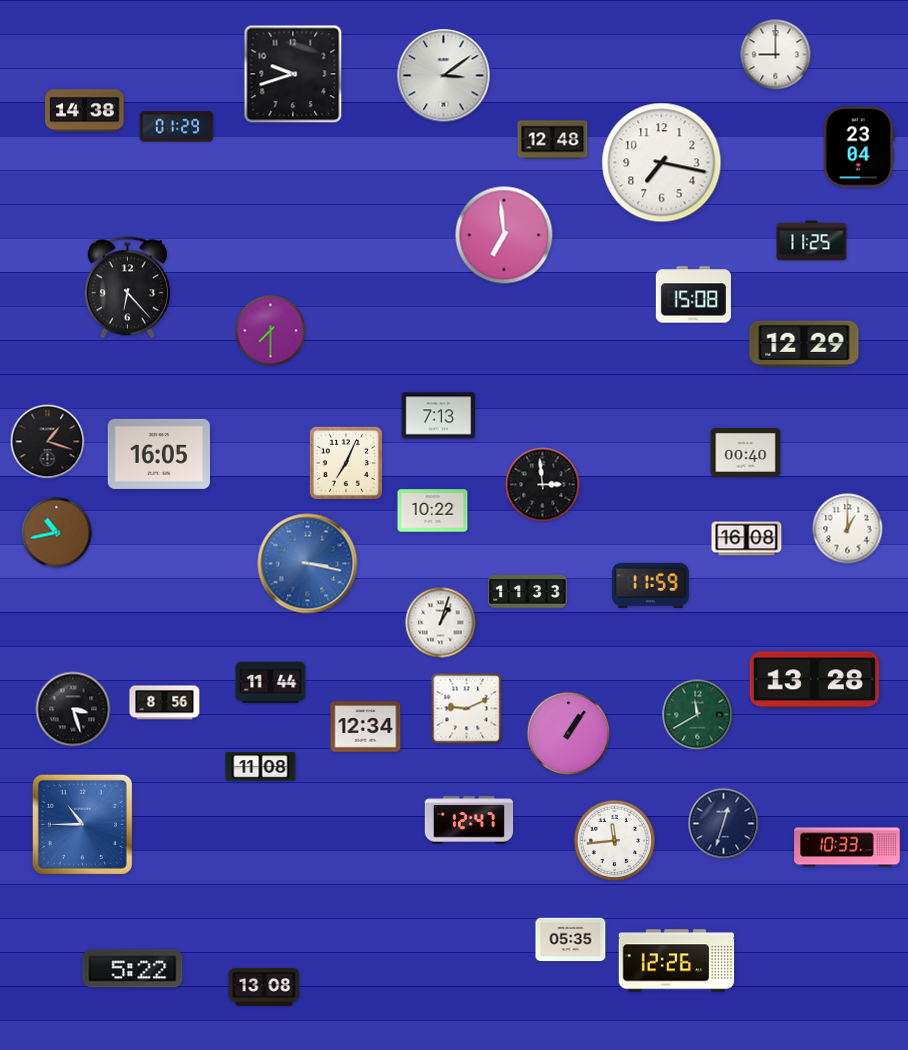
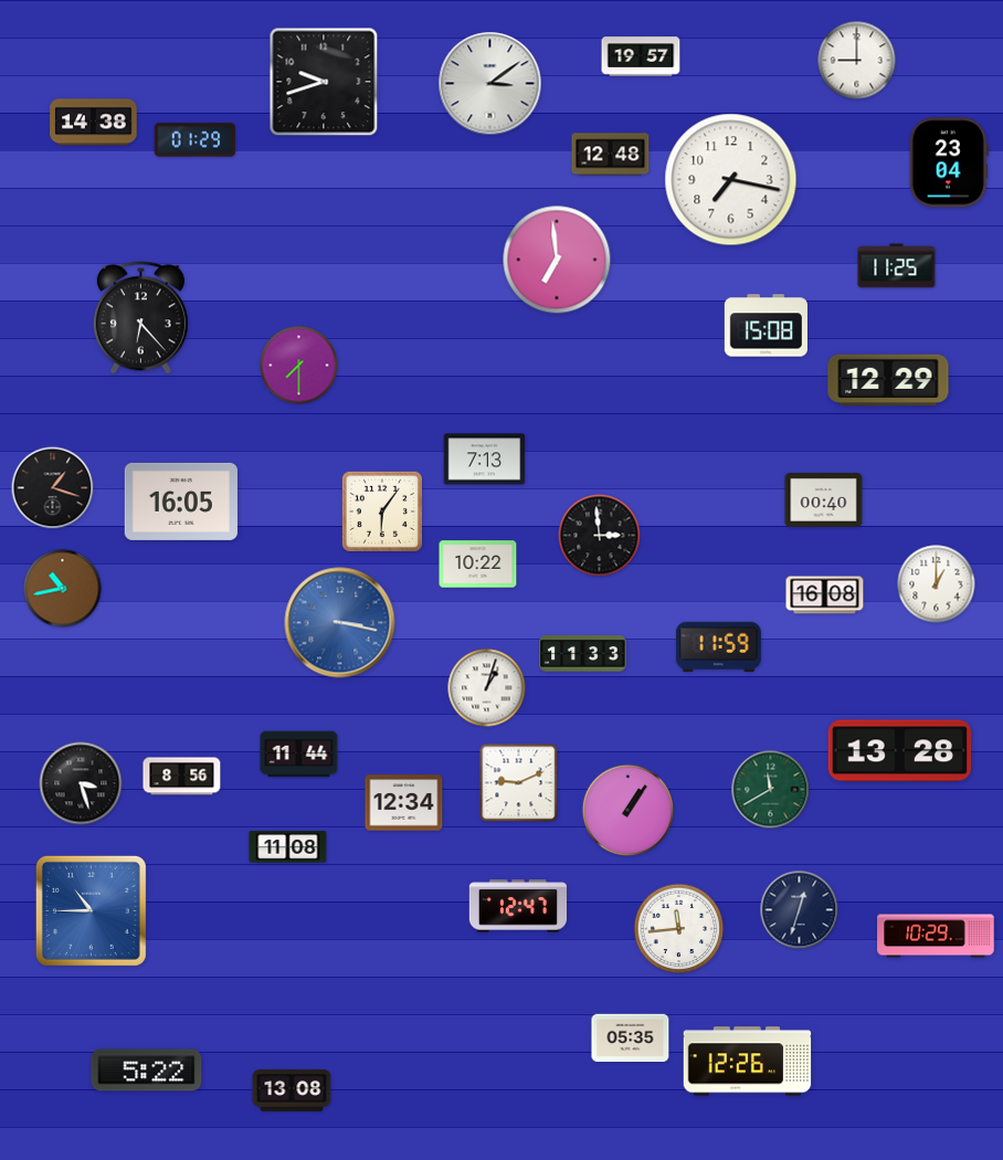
clock at (641, 56): none -> 19:57
clock at (158, 454) position: (158, 454) -> (180, 502)
clock at (346, 463): 7:04 -> 6:06
clock at (467, 709) position: (467, 709) -> (519, 783)
clock at (847, 847): 10:33 -> 10:29
